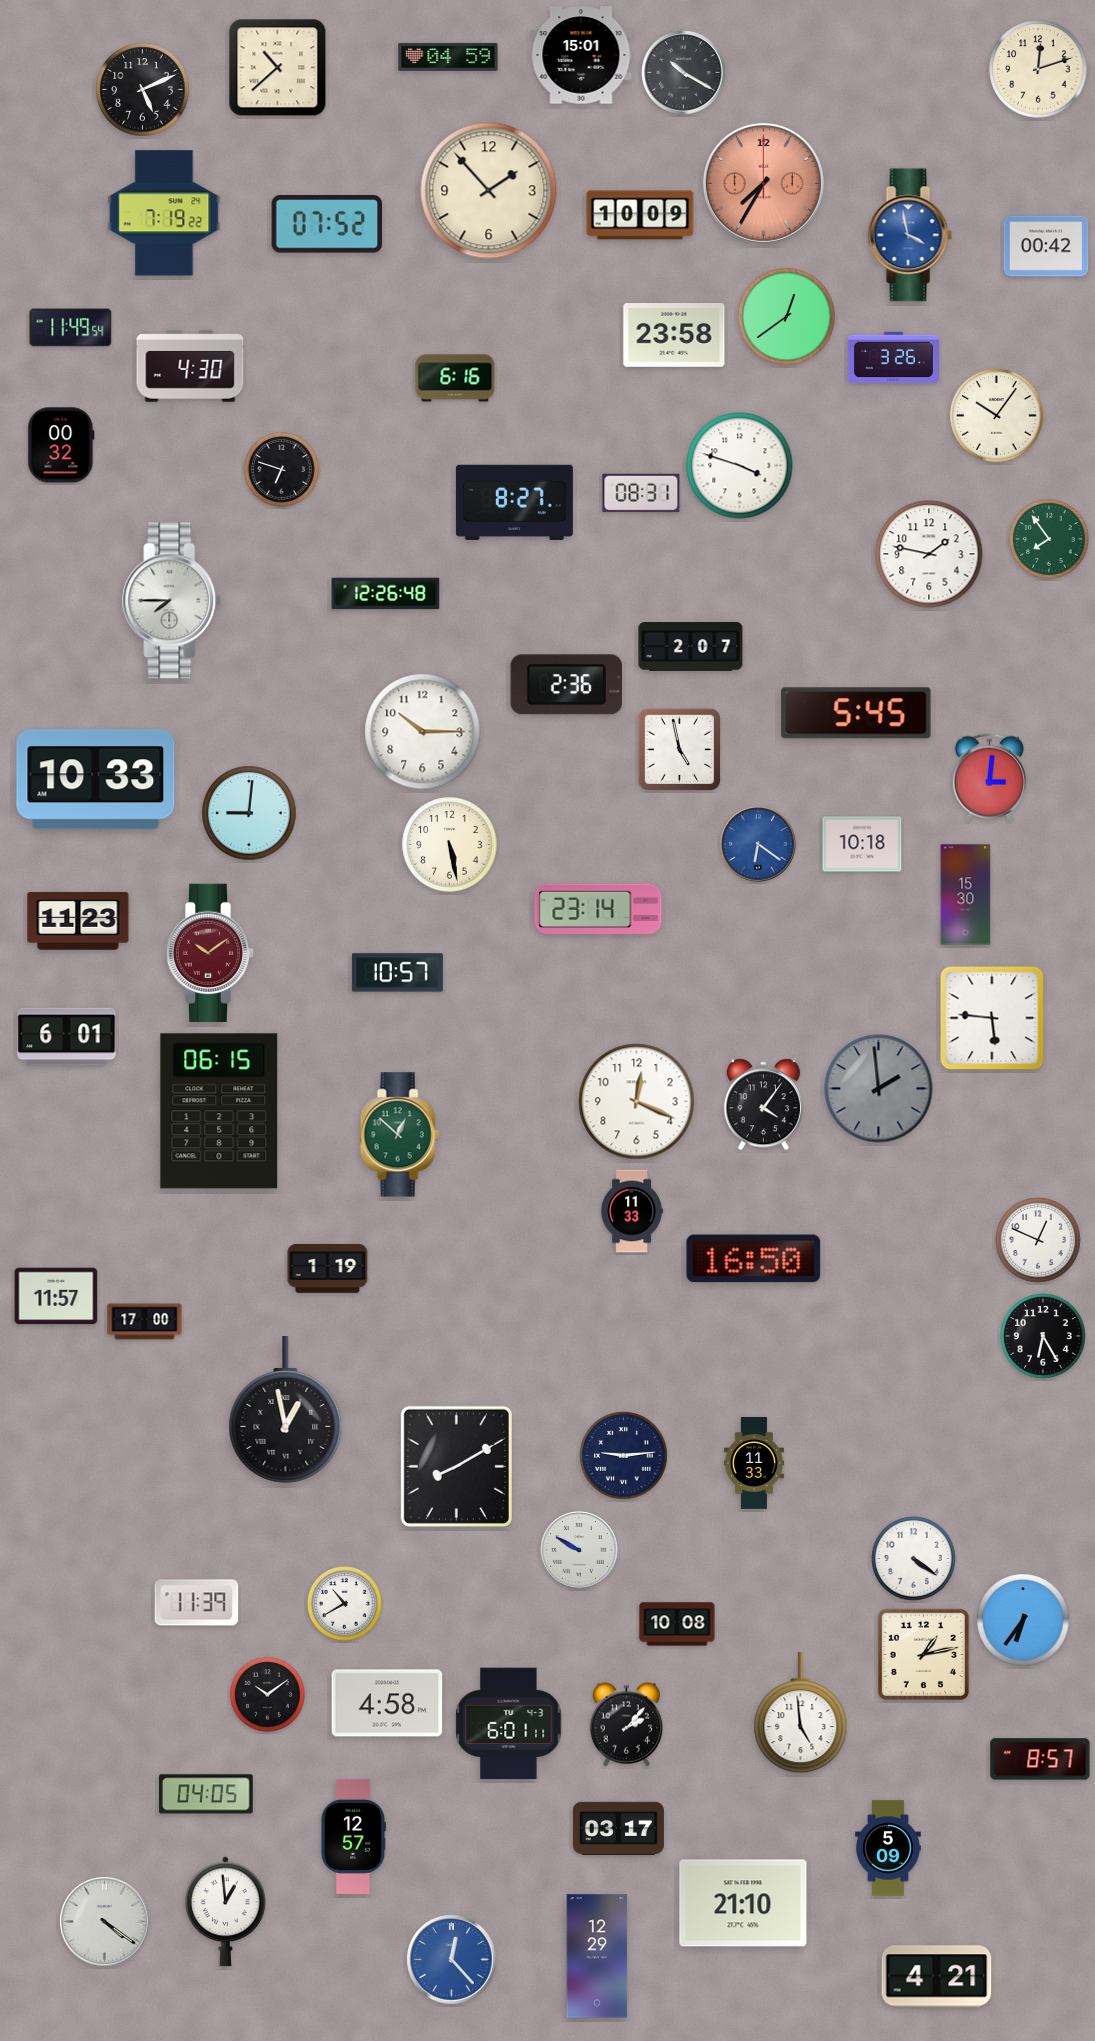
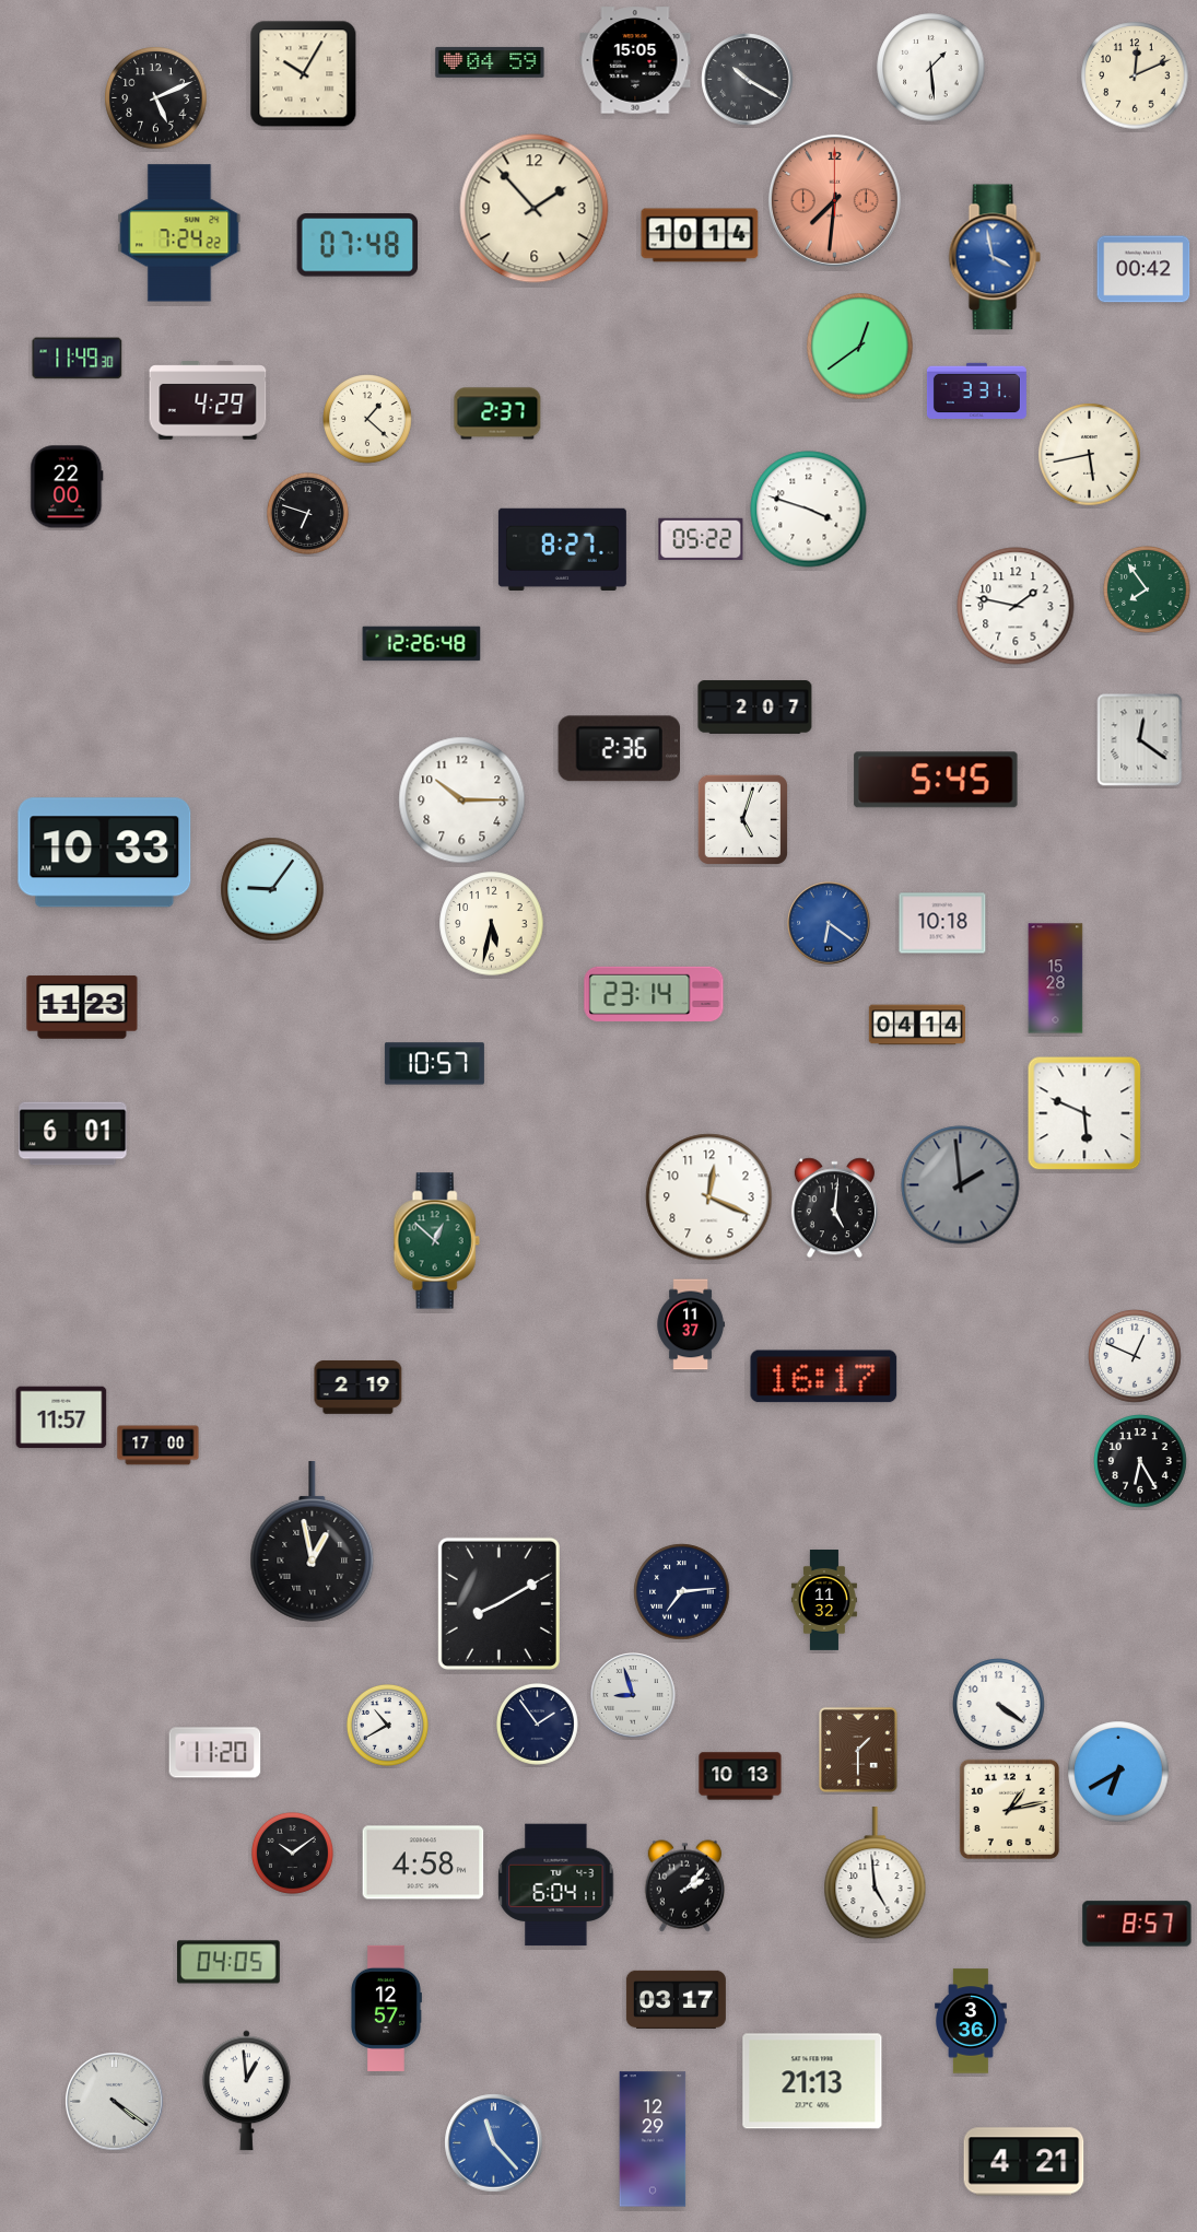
clock at (581, 55): 15:01 -> 15:05
clock at (931, 68): none -> 1:29
clock at (278, 68): 10:38 -> 10:05
clock at (1038, 69): 12:12 -> 12:11
clock at (763, 183): 7:35 -> 7:31
clock at (164, 213): 7:19 -> 7:24
clock at (640, 215): 10:09 -> 10:14
clock at (327, 224): 07:52 -> 07:48
clock at (71, 328): 11:49:54 -> 11:49:30
clock at (674, 336): 23:58 -> none
clock at (893, 357): 3:26 -> 3:31
clock at (190, 366): 4:30 -> 4:29
clock at (455, 378): 6:16 -> 2:37
clock at (367, 419): none -> 1:22
clock at (997, 416): 10:06 -> 5:43
clock at (61, 445): 00:32 -> 22:00
clock at (641, 493): 08:31 -> 05:22
clock at (386, 594) position: (386, 594) -> (422, 644)
clock at (172, 601): 7:45 -> none
clock at (1140, 740): none -> 12:21
clock at (679, 749): 4:58 -> 5:03
clock at (989, 778): 3:01 -> none
clock at (249, 813): 9:01 -> 9:06
clock at (450, 845): 5:28 -> 5:32
clock at (966, 895): 15:30 -> 15:28
clock at (78, 921) position: (78, 921) -> (82, 1007)
clock at (916, 1025): none -> 04:14
clock at (210, 952): 10:09 -> none
clock at (992, 1018): 5:46 -> 5:49
clock at (879, 1089) position: (879, 1089) -> (961, 1185)
clock at (637, 1102) position: (637, 1102) -> (709, 1197)
clock at (763, 1105): 4:06 -> 5:01
clock at (219, 1111): 06:15 -> none
clock at (632, 1211): 11:33 -> 11:37
clock at (754, 1259): 16:50 -> 16:17
clock at (328, 1269): 1:19 -> 2:19
clock at (624, 1456): 9:14 -> 7:14
clock at (754, 1464): 11:33 -> 11:32
clock at (579, 1550): 9:50 -> 8:57
clock at (538, 1725): none -> 1:54
clock at (858, 1750): none -> 1:30
clock at (197, 1603): 11:39 -> 11:20
clock at (345, 1604) position: (345, 1604) -> (388, 1726)
clock at (1023, 1620): 6:36 -> 6:40
clock at (677, 1624): 10:08 -> 10:13
clock at (509, 1724): 6:01 -> 6:04
clock at (207, 1794) position: (207, 1794) -> (230, 1962)
clock at (889, 1848): 5:09 -> 3:36
clock at (743, 1903): 21:10 -> 21:13
clock at (452, 1960): 12:23 -> 11:23
